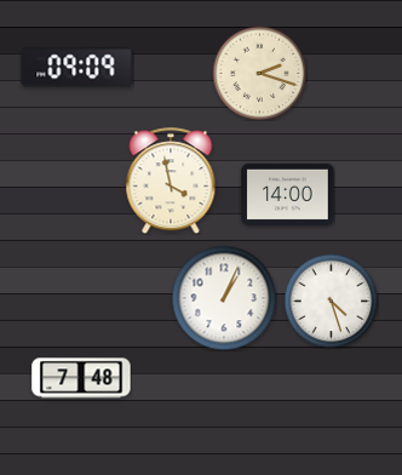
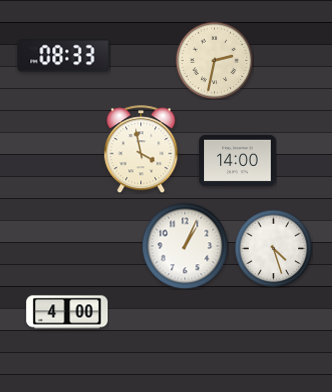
clock at (77, 68): 09:09 -> 08:33
clock at (259, 73): 2:18 -> 2:32
clock at (81, 378): 7:48 -> 4:00
